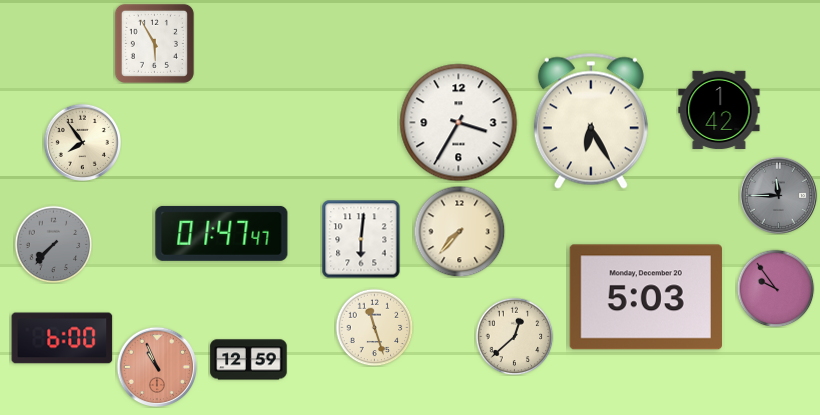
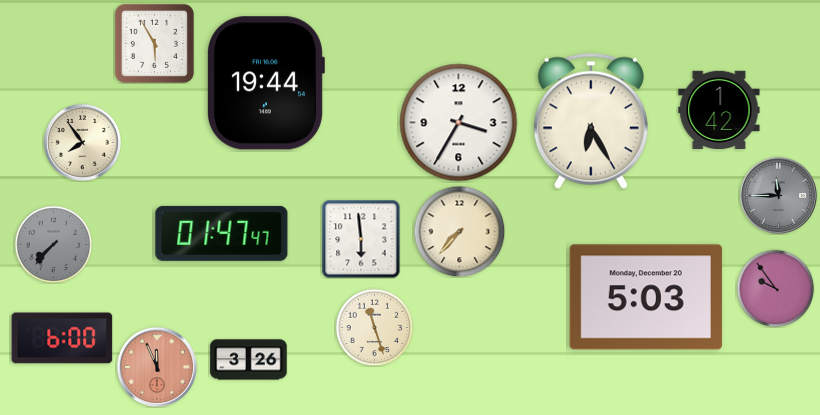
clock at (266, 83): none -> 19:44
clock at (361, 239): 6:01 -> 5:59
clock at (514, 336): 12:38 -> none
clock at (249, 360): 12:59 -> 3:26
clock at (157, 367): 10:56 -> 11:56
